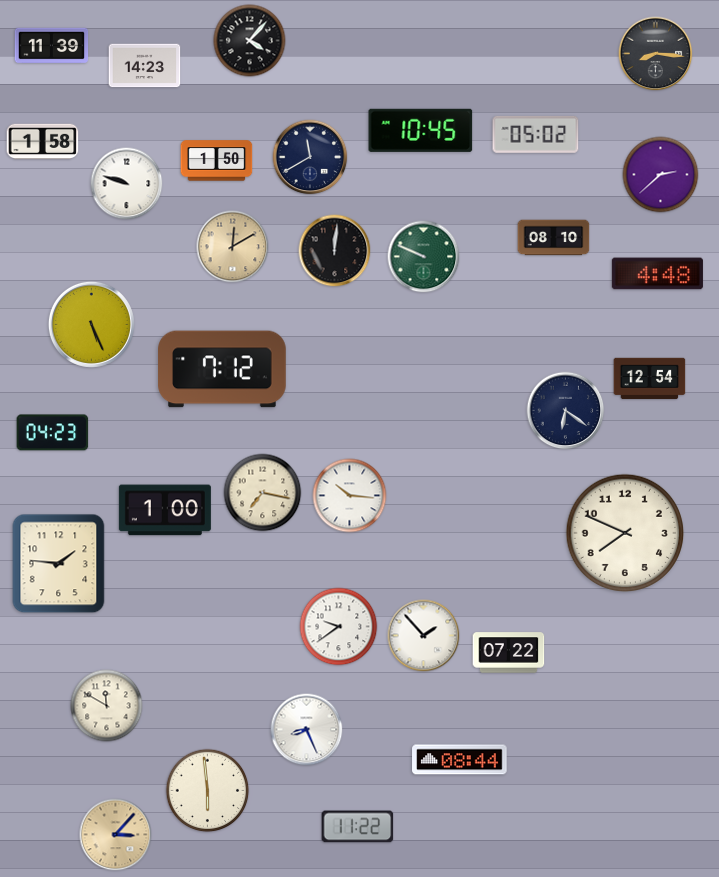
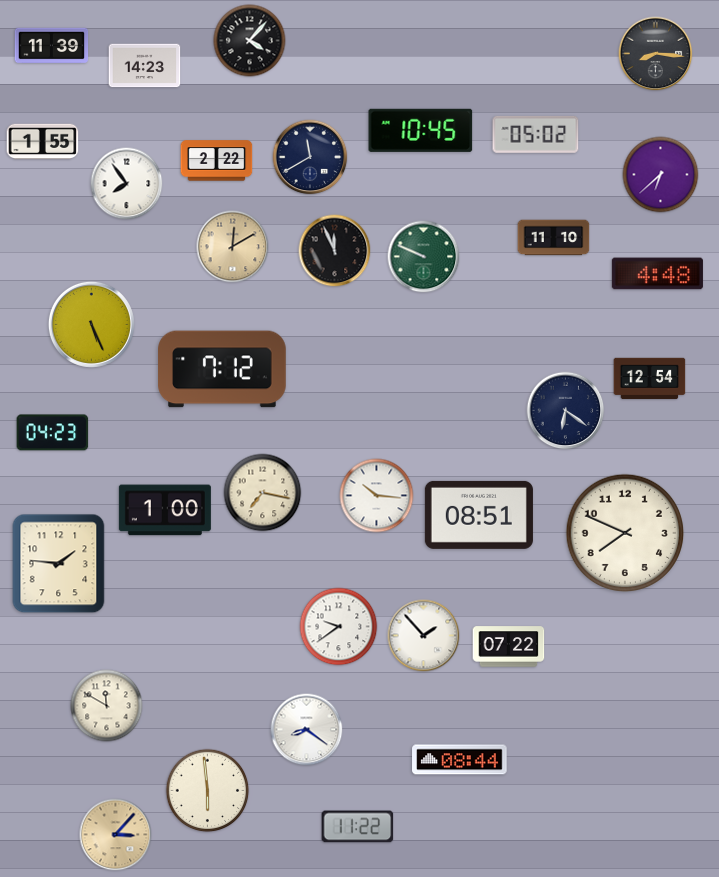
clock at (43, 142): 1:58 -> 1:55
clock at (217, 161): 1:50 -> 2:22
clock at (661, 175): 2:38 -> 6:38
clock at (127, 184): 9:48 -> 7:54
clock at (554, 238): 08:10 -> 11:10
clock at (335, 251): 12:01 -> 11:56
clock at (350, 496) position: (350, 496) -> (377, 496)
clock at (479, 515): none -> 08:51
clock at (509, 653) position: (509, 653) -> (509, 647)
clock at (307, 730): 8:26 -> 8:21
